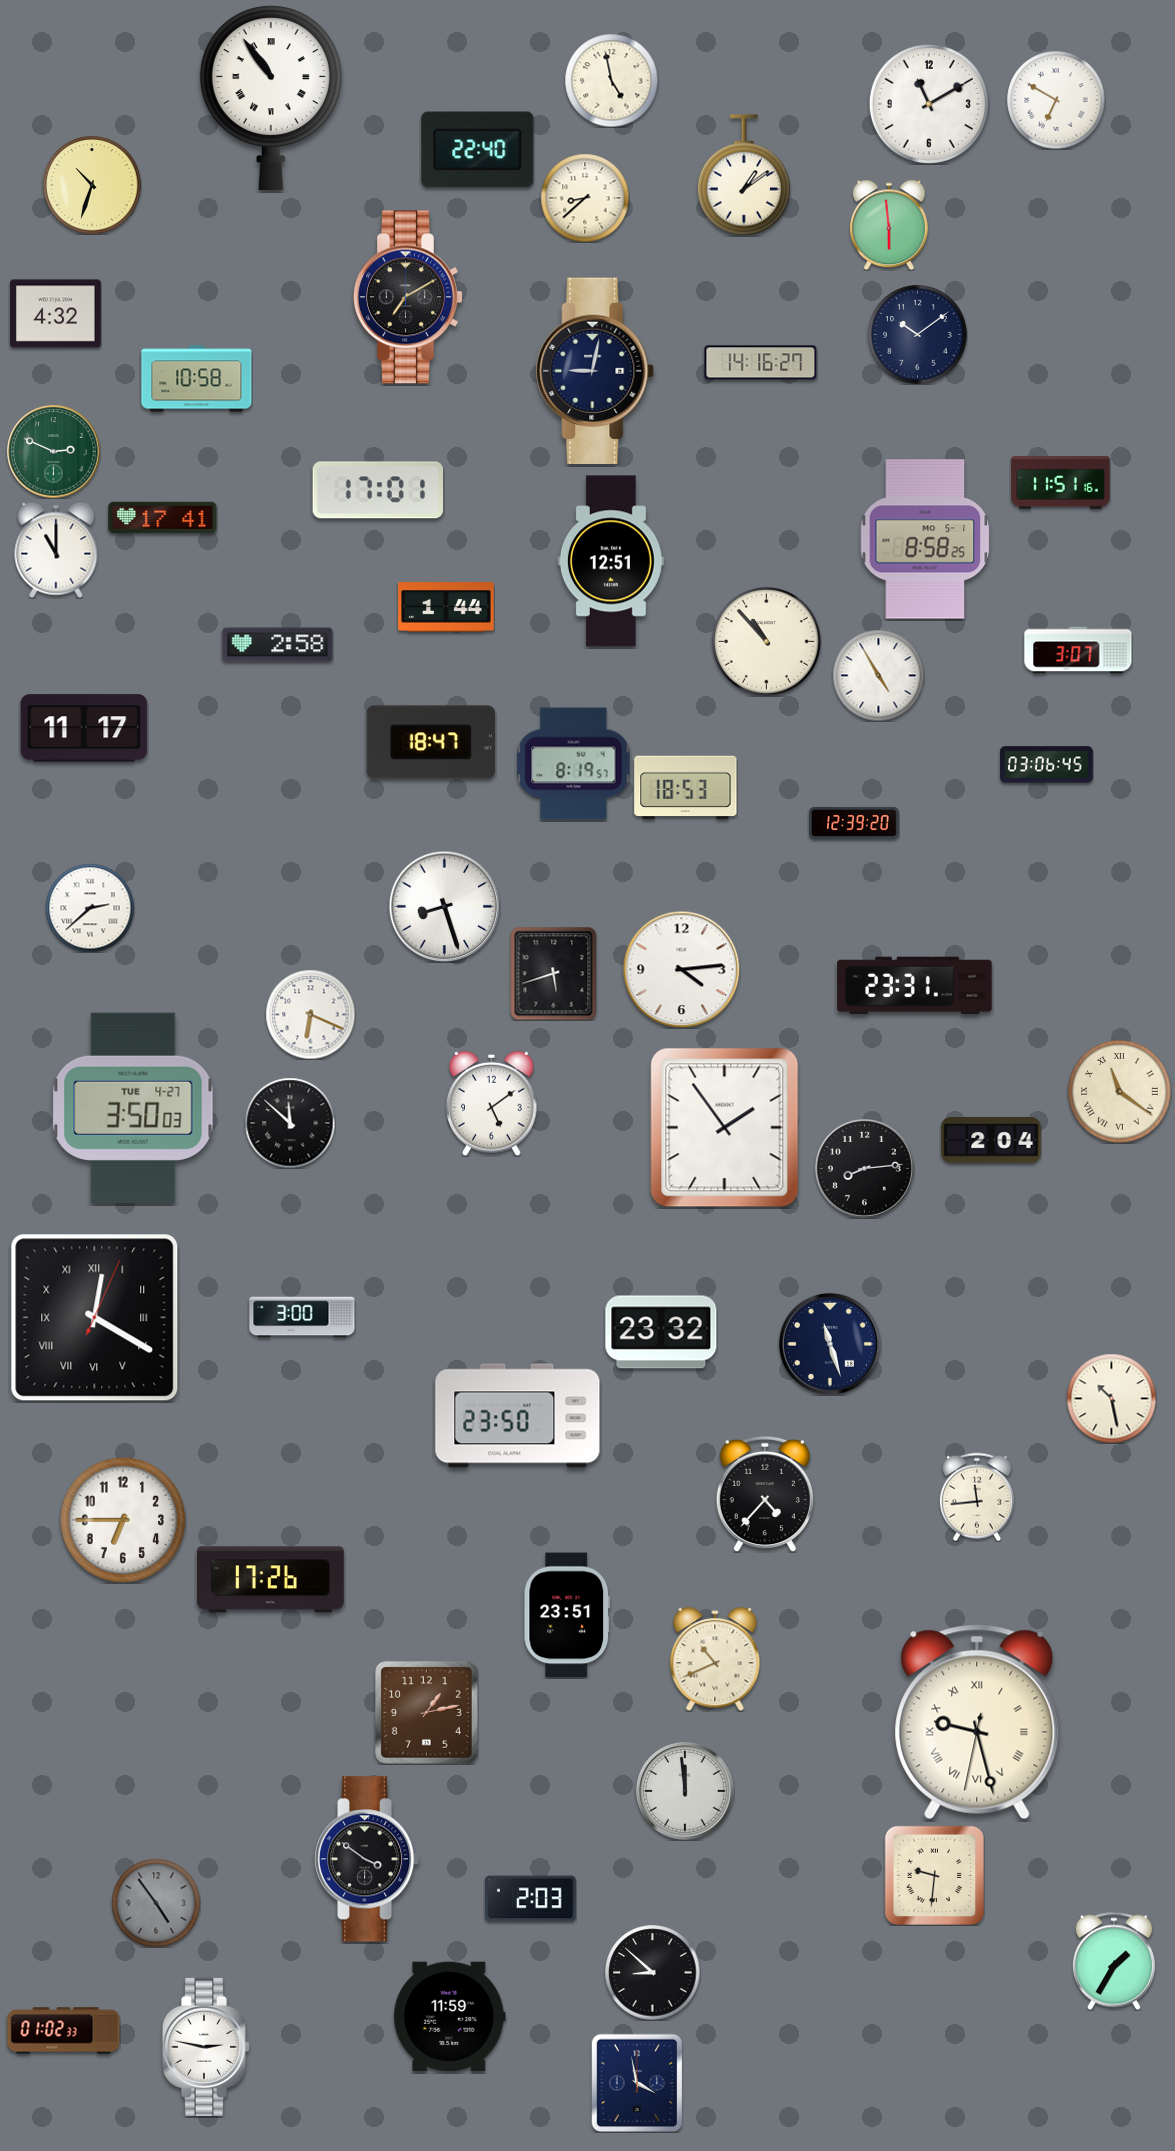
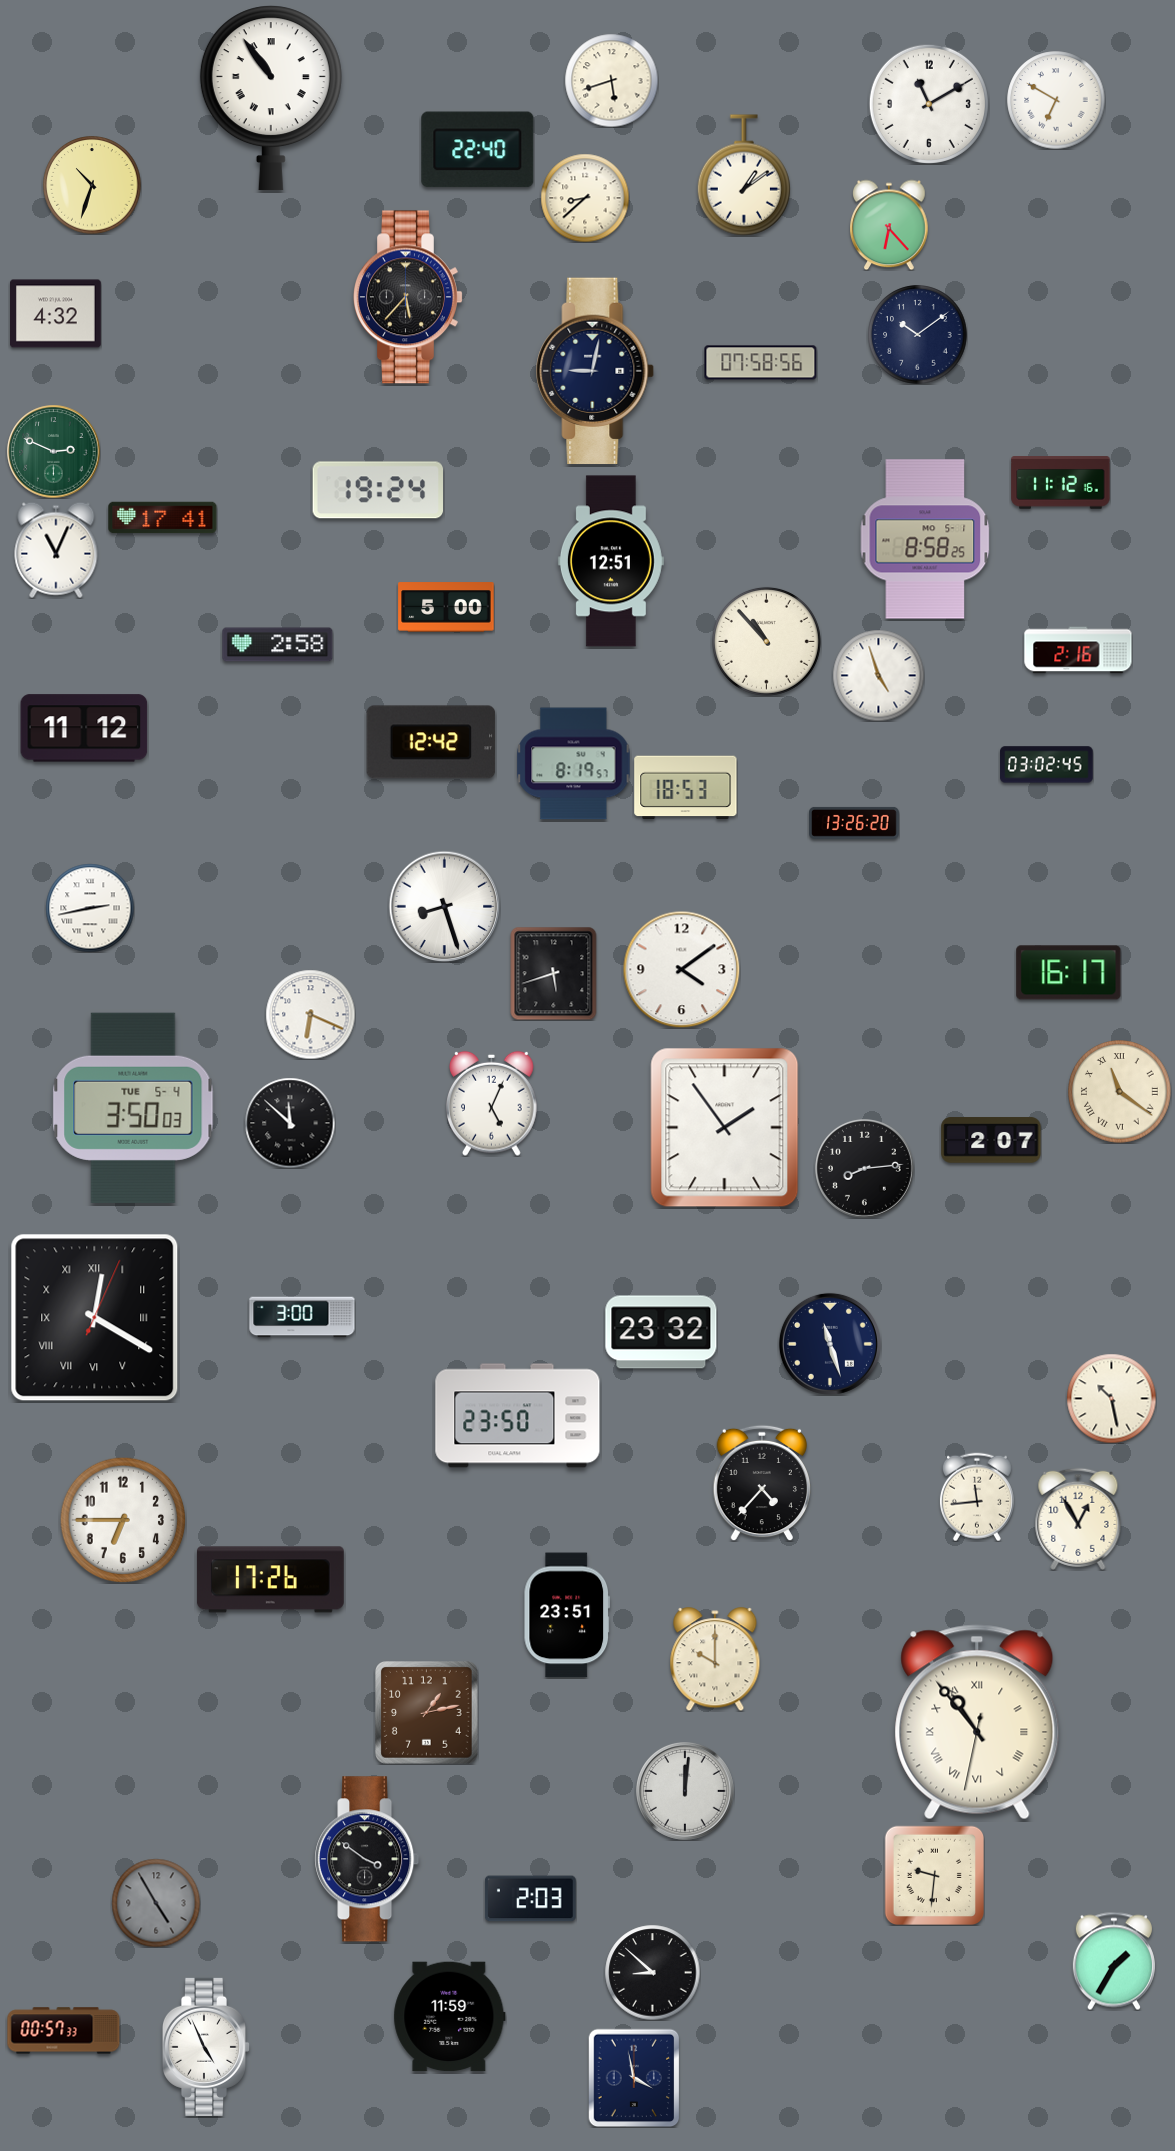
clock at (611, 80): 4:58 -> 5:42
clock at (890, 225): 5:59 -> 6:23
clock at (409, 297): 7:10 -> 5:37
clock at (761, 363): 14:16 -> 07:58
clock at (197, 379): 10:58 -> none
clock at (1061, 483): 11:51 -> 11:12
clock at (378, 490): 17:01 -> 19:24
clock at (56, 550): 11:00 -> 11:04
clock at (446, 607): 1:44 -> 5:00
clock at (1078, 650): 3:07 -> 2:16
clock at (878, 675): 4:55 -> 4:57
clock at (84, 728): 11:17 -> 11:12
clock at (431, 742): 18:47 -> 12:42
clock at (1047, 765): 03:06 -> 03:02
clock at (855, 823): 12:39 -> 13:26
clock at (90, 908): 2:38 -> 2:43
clock at (681, 969): 4:14 -> 4:09
clock at (1069, 973): none -> 16:17
clock at (915, 986): 23:31 -> none
clock at (492, 1103): 5:09 -> 5:04
clock at (133, 1108) date: TUE 4-27 -> TUE 5-4
clock at (991, 1140): 2:04 -> 2:07
clock at (765, 1494) position: (765, 1494) -> (762, 1483)
clock at (1078, 1519): none -> 12:55
clock at (715, 1659): 10:41 -> 10:00
clock at (977, 1722): 9:27 -> 10:53
clock at (686, 1792): 11:59 -> 12:01
clock at (156, 1903): 4:54 -> 4:55
clock at (64, 2031): 01:02 -> 00:57
clock at (205, 2047): 2:47 -> 4:56
clock at (637, 2083) position: (637, 2083) -> (634, 2078)
